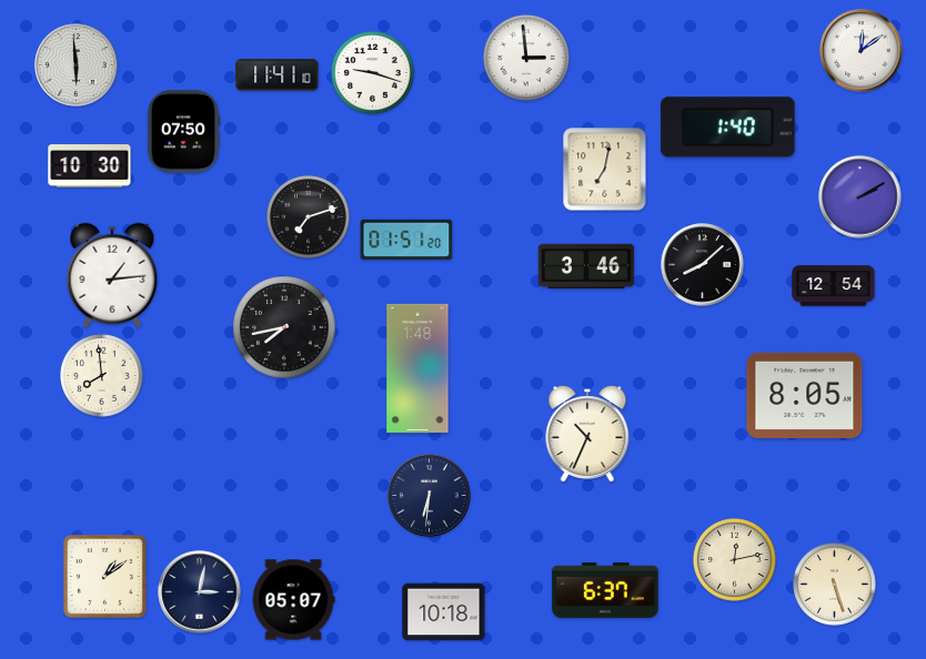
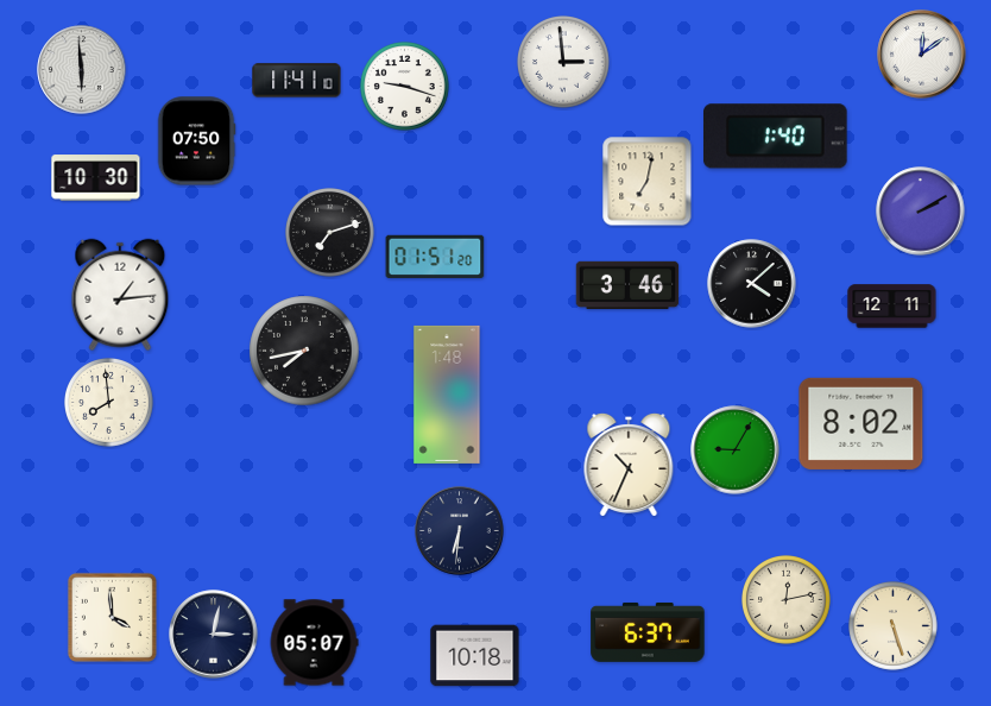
clock at (373, 73) position: (373, 73) -> (405, 87)
clock at (728, 128) position: (728, 128) -> (776, 137)
clock at (703, 265): 8:08 -> 4:08
clock at (834, 286): 12:54 -> 12:11
clock at (805, 395): 8:05 -> 8:02
clock at (736, 450): none -> 9:05
clock at (104, 576): 1:09 -> 3:59
